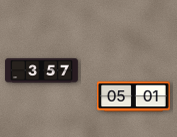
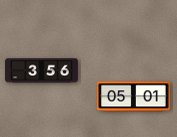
clock at (42, 71): 3:57 -> 3:56
